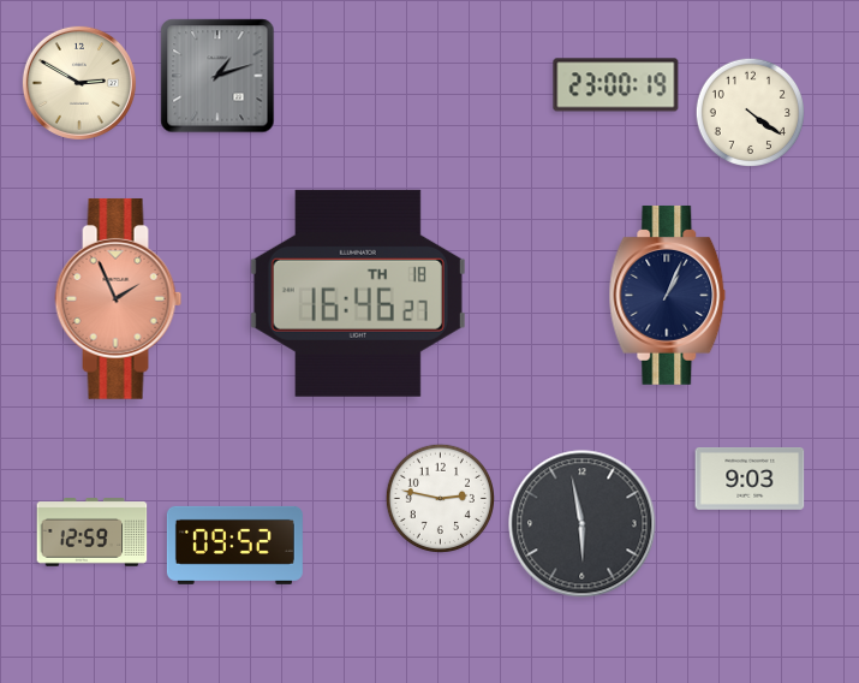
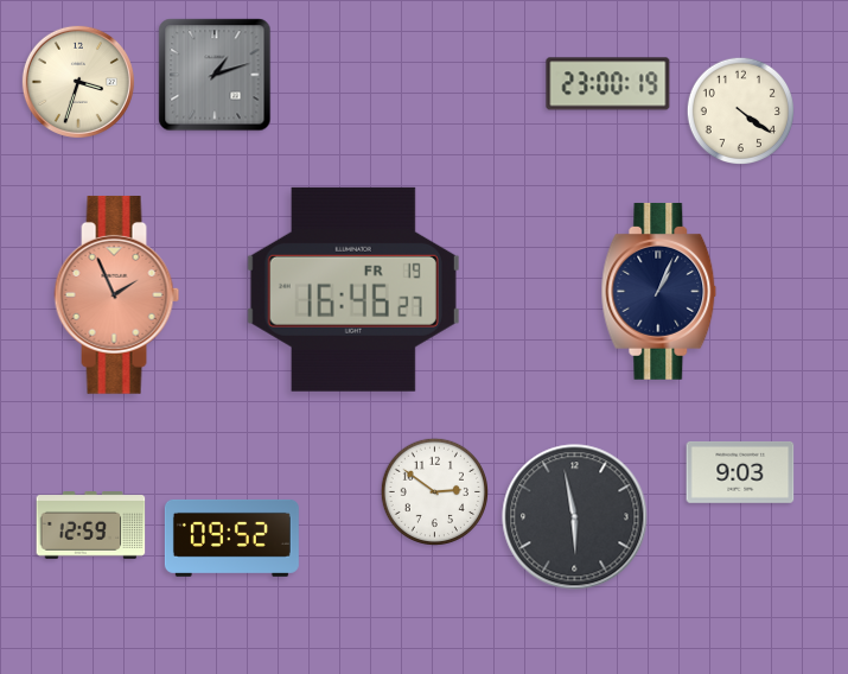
clock at (79, 83): 2:50 -> 3:33
clock at (358, 293) date: TH 18 -> FR 19
clock at (440, 498): 2:47 -> 2:51
